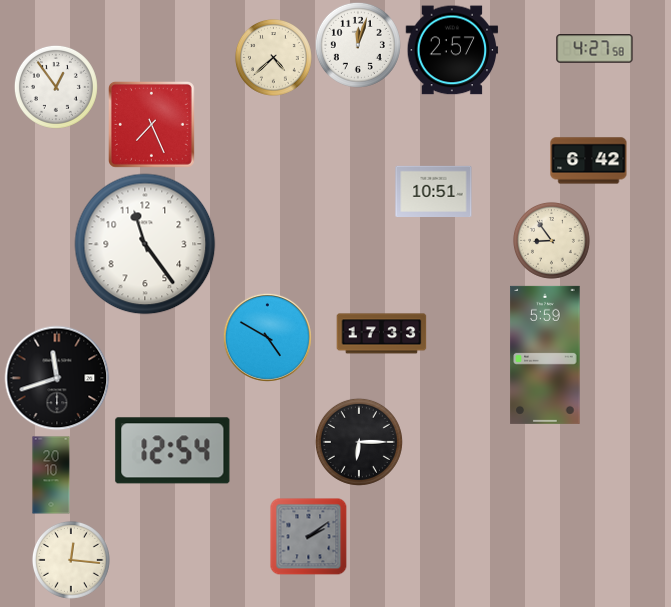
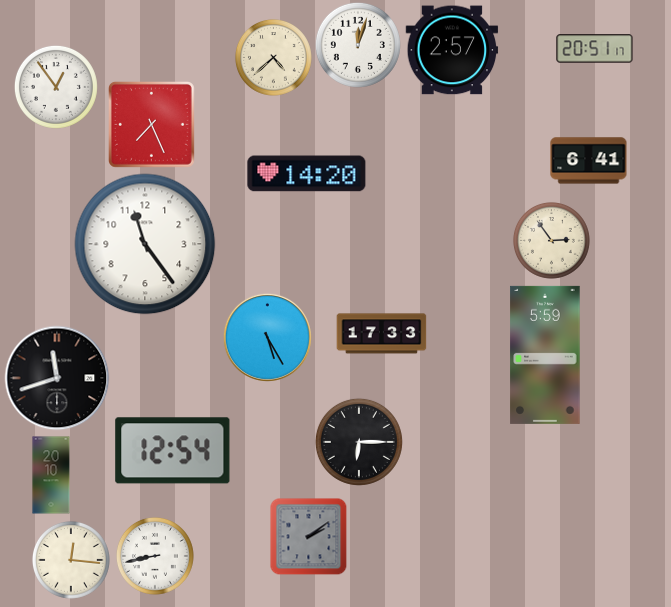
clock at (595, 49): 4:27 -> 20:51
clock at (589, 161): 6:42 -> 6:41
clock at (307, 174): none -> 14:20
clock at (434, 191): 10:51 -> none
clock at (551, 240): 8:54 -> 2:54
clock at (267, 337): 4:50 -> 5:25
clock at (155, 556): none -> 8:43
